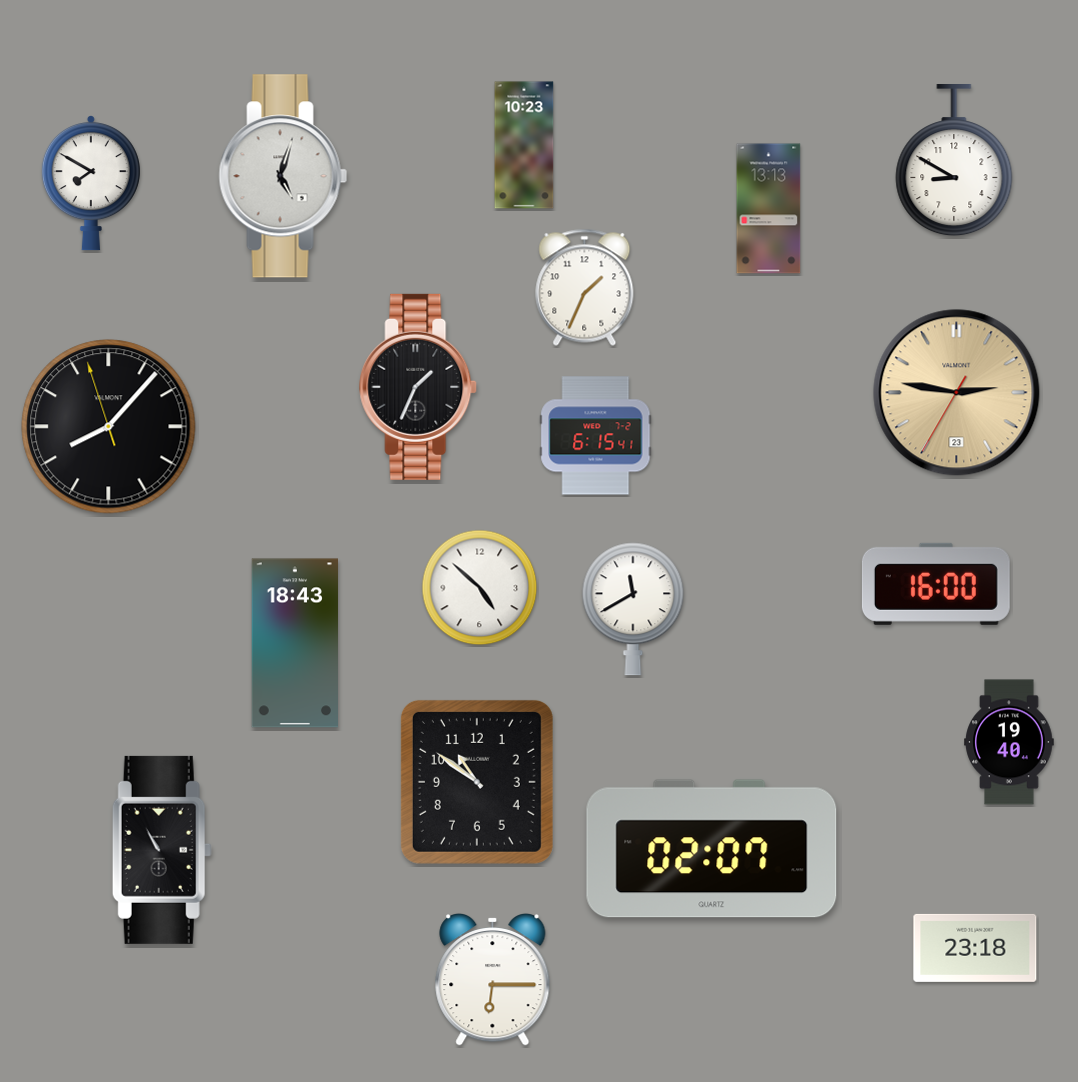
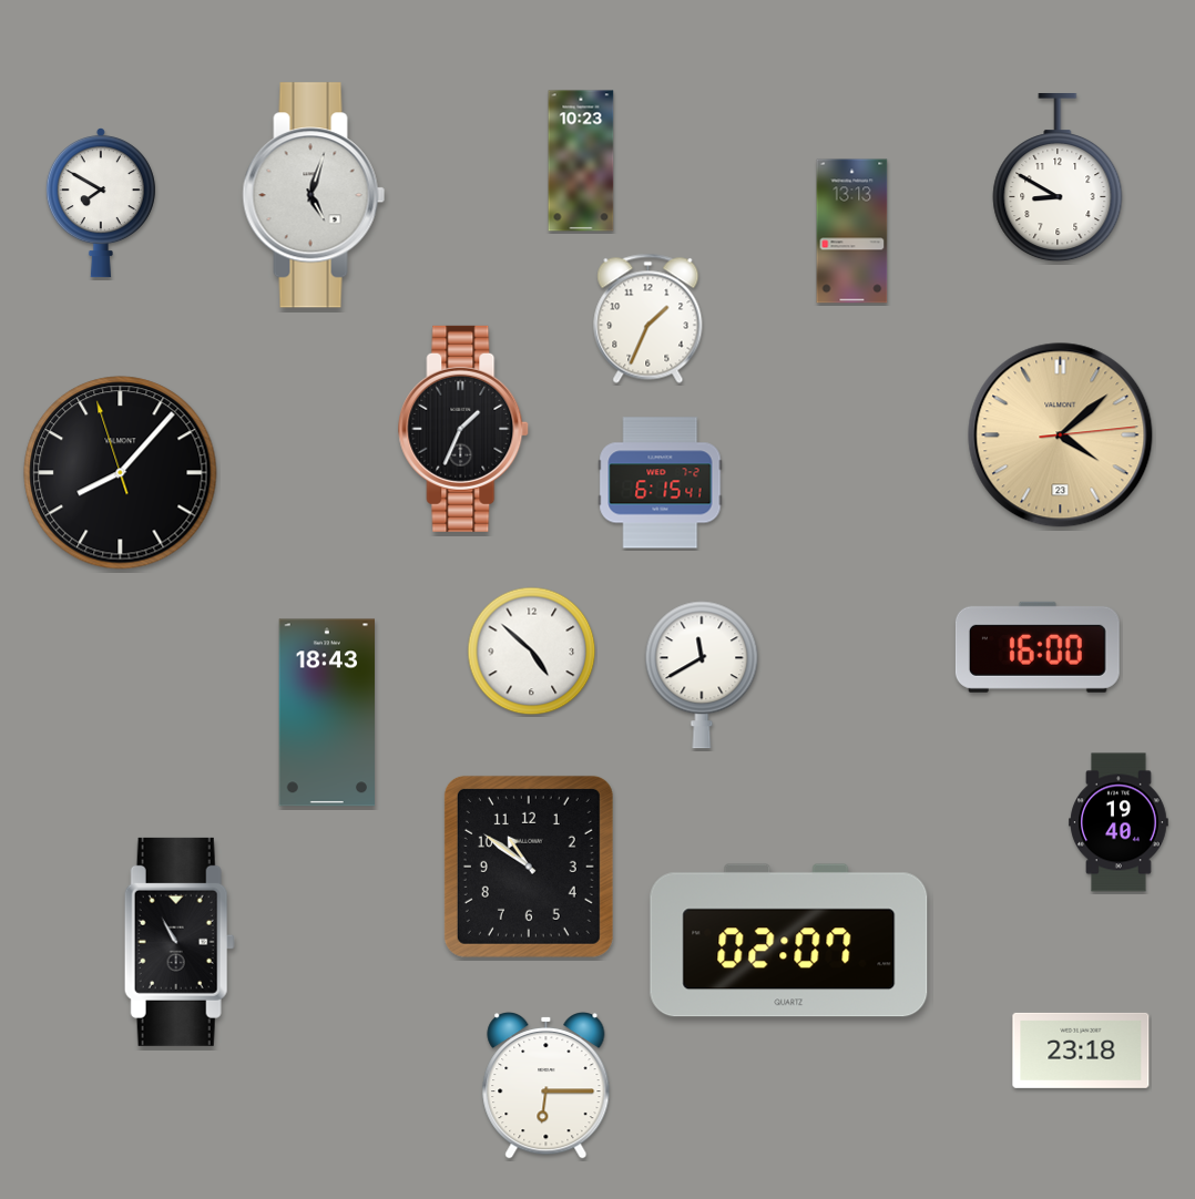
clock at (957, 393): 2:46 -> 4:08
